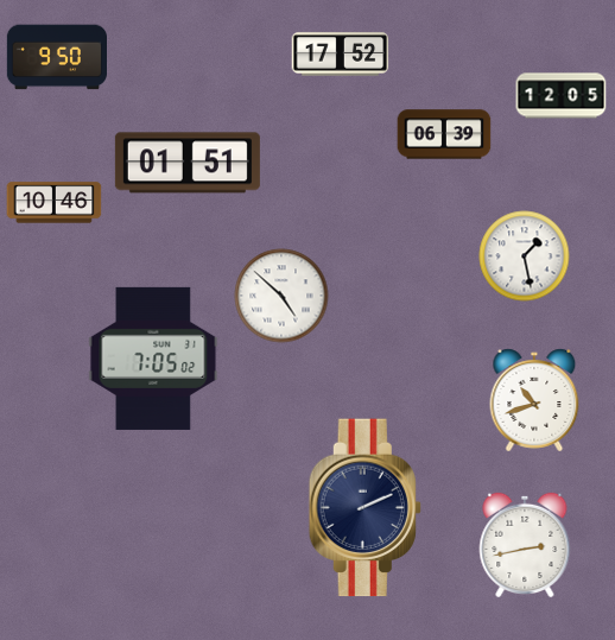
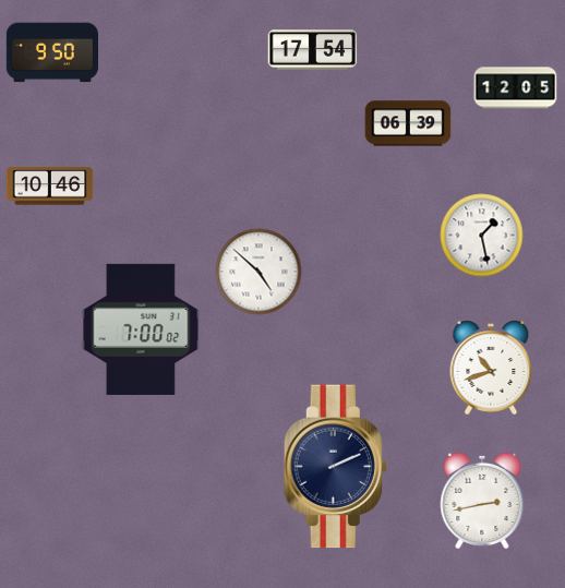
clock at (341, 55): 17:52 -> 17:54
clock at (188, 163): 01:51 -> none
clock at (153, 359): 7:05 -> 7:00
